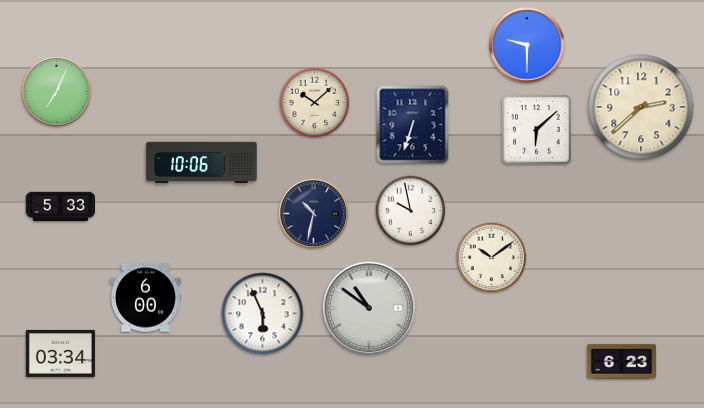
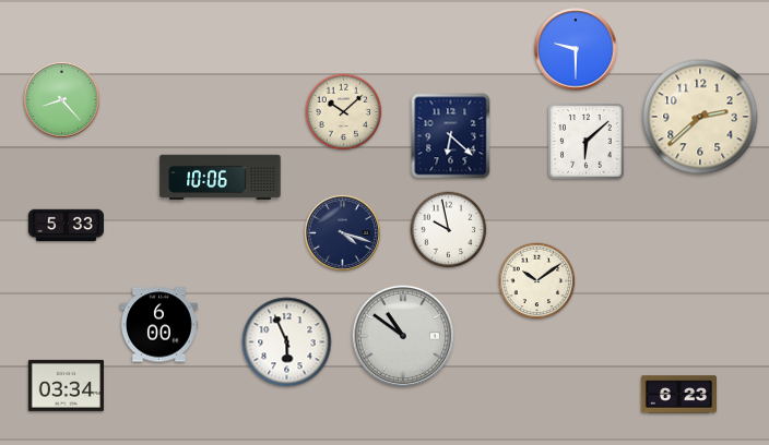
clock at (56, 91): 7:04 -> 8:23
clock at (413, 125): 6:33 -> 6:22
clock at (313, 213): 10:32 -> 4:18
